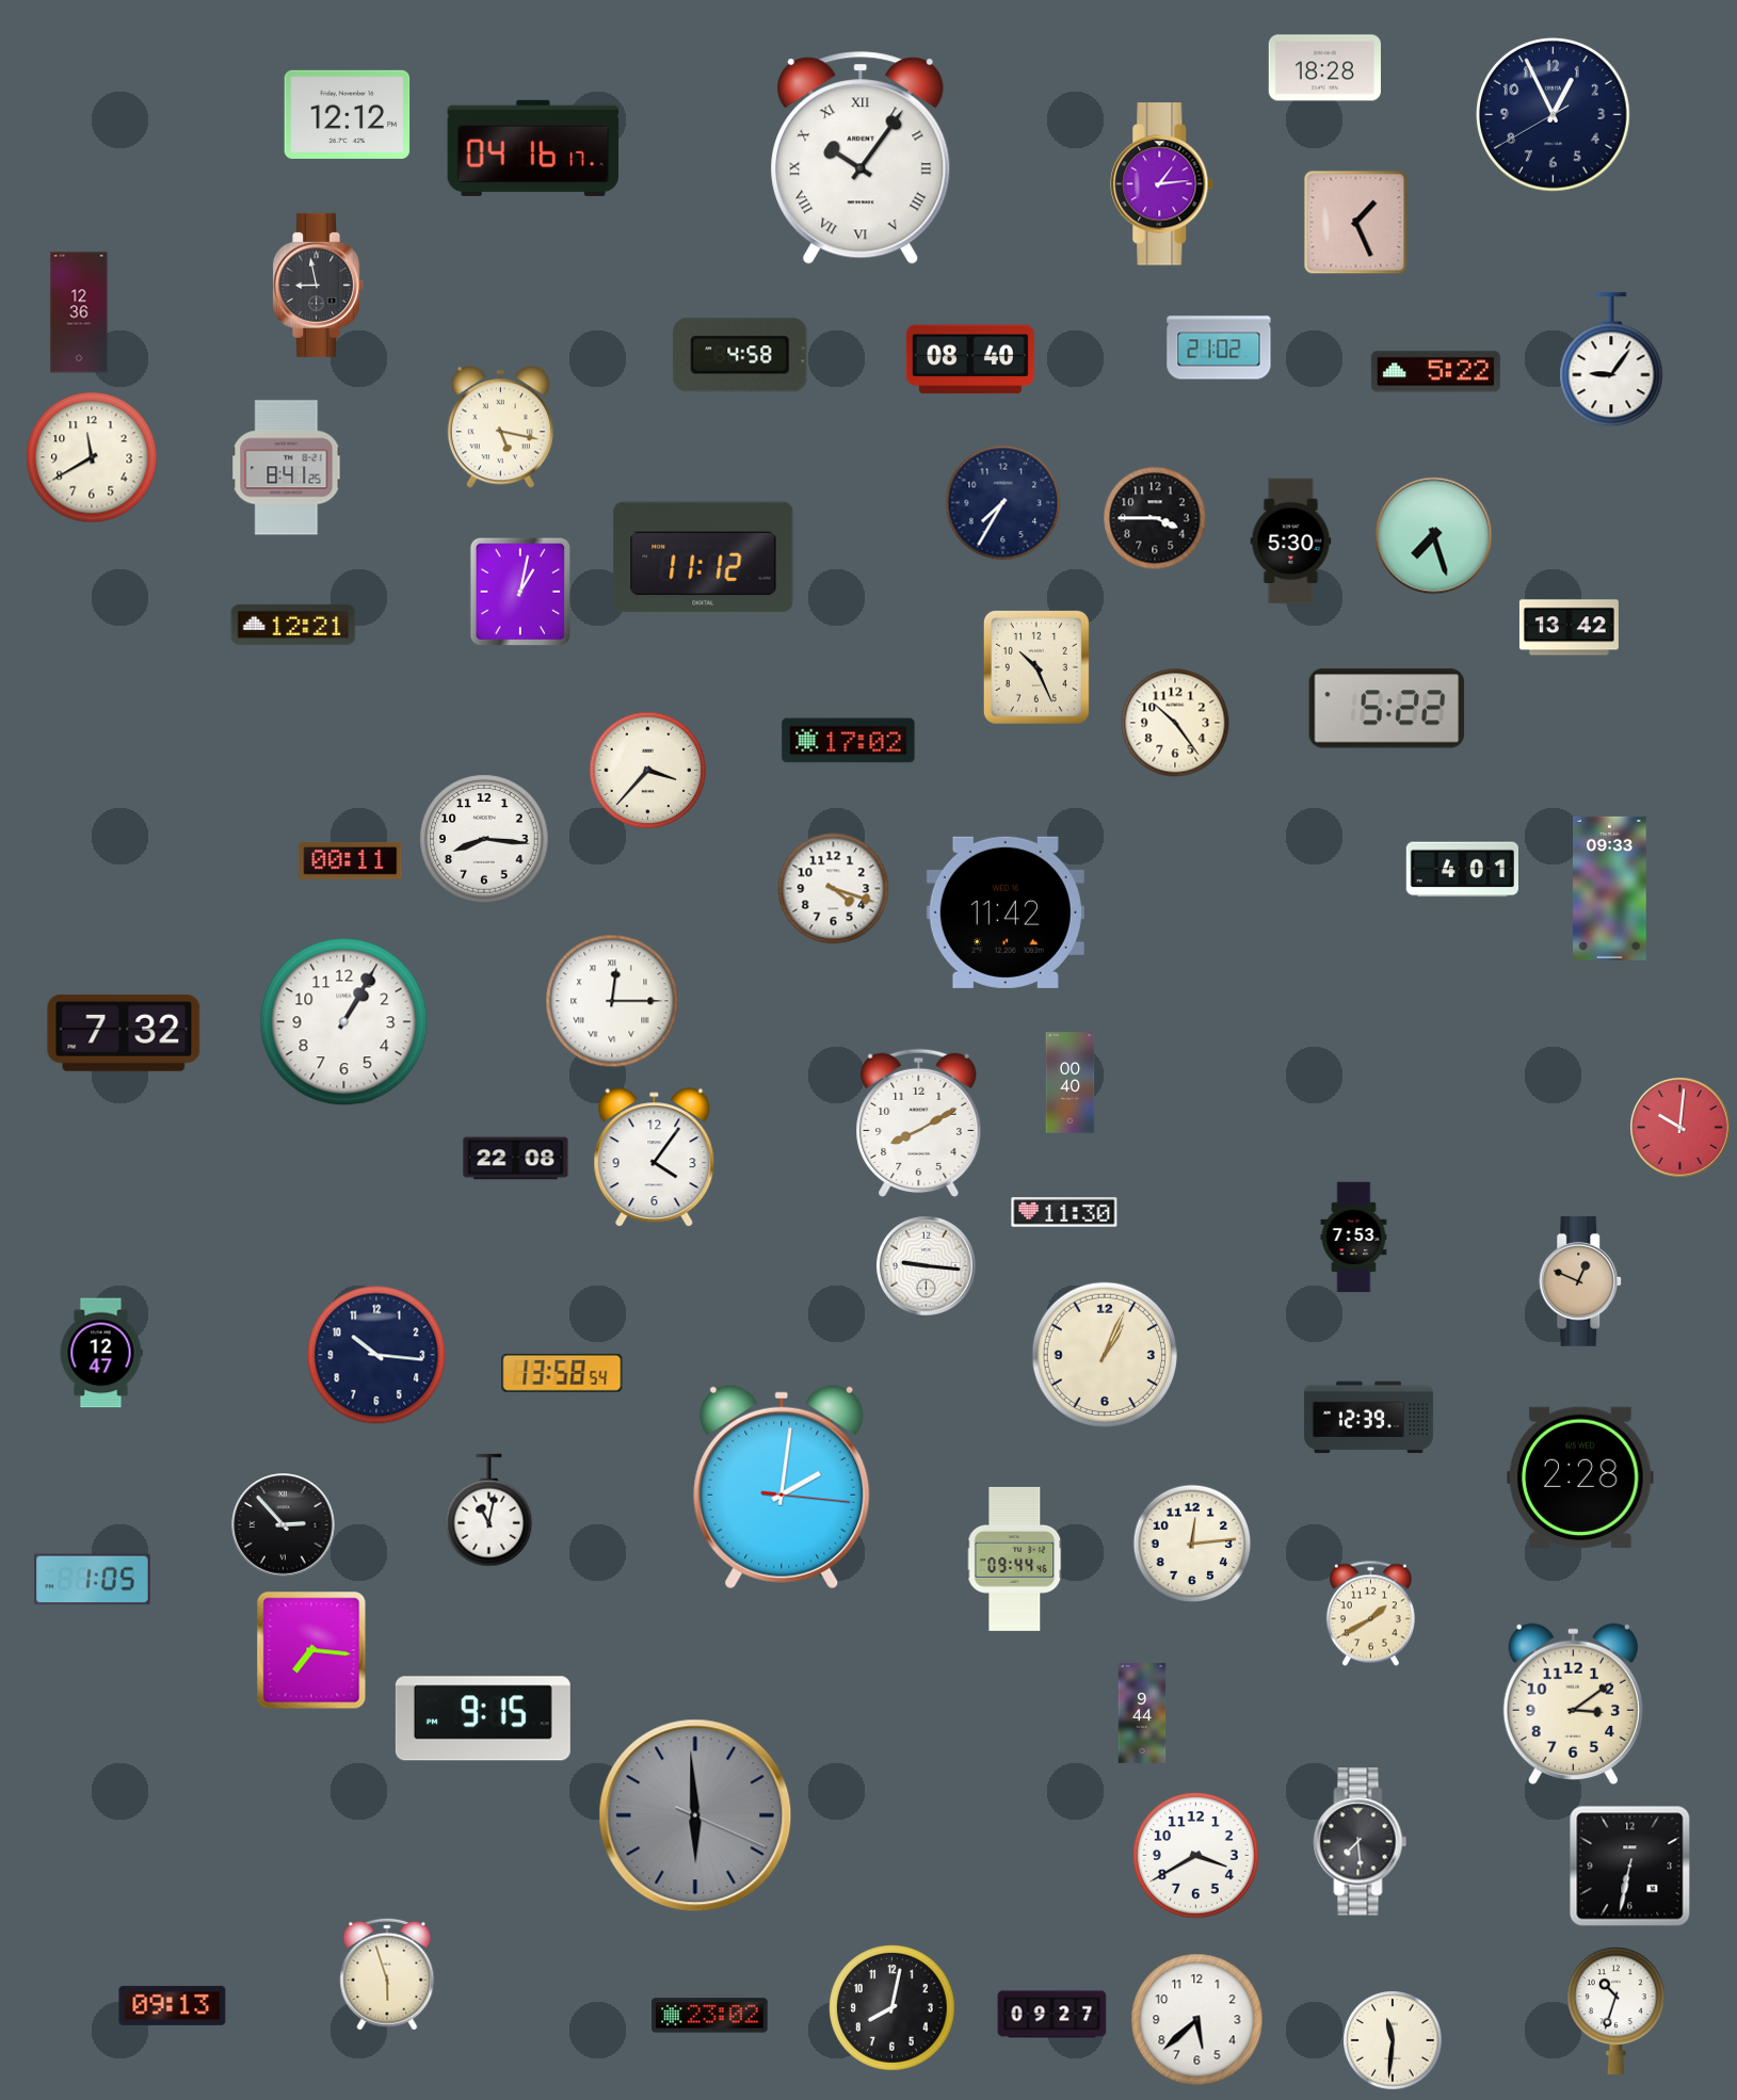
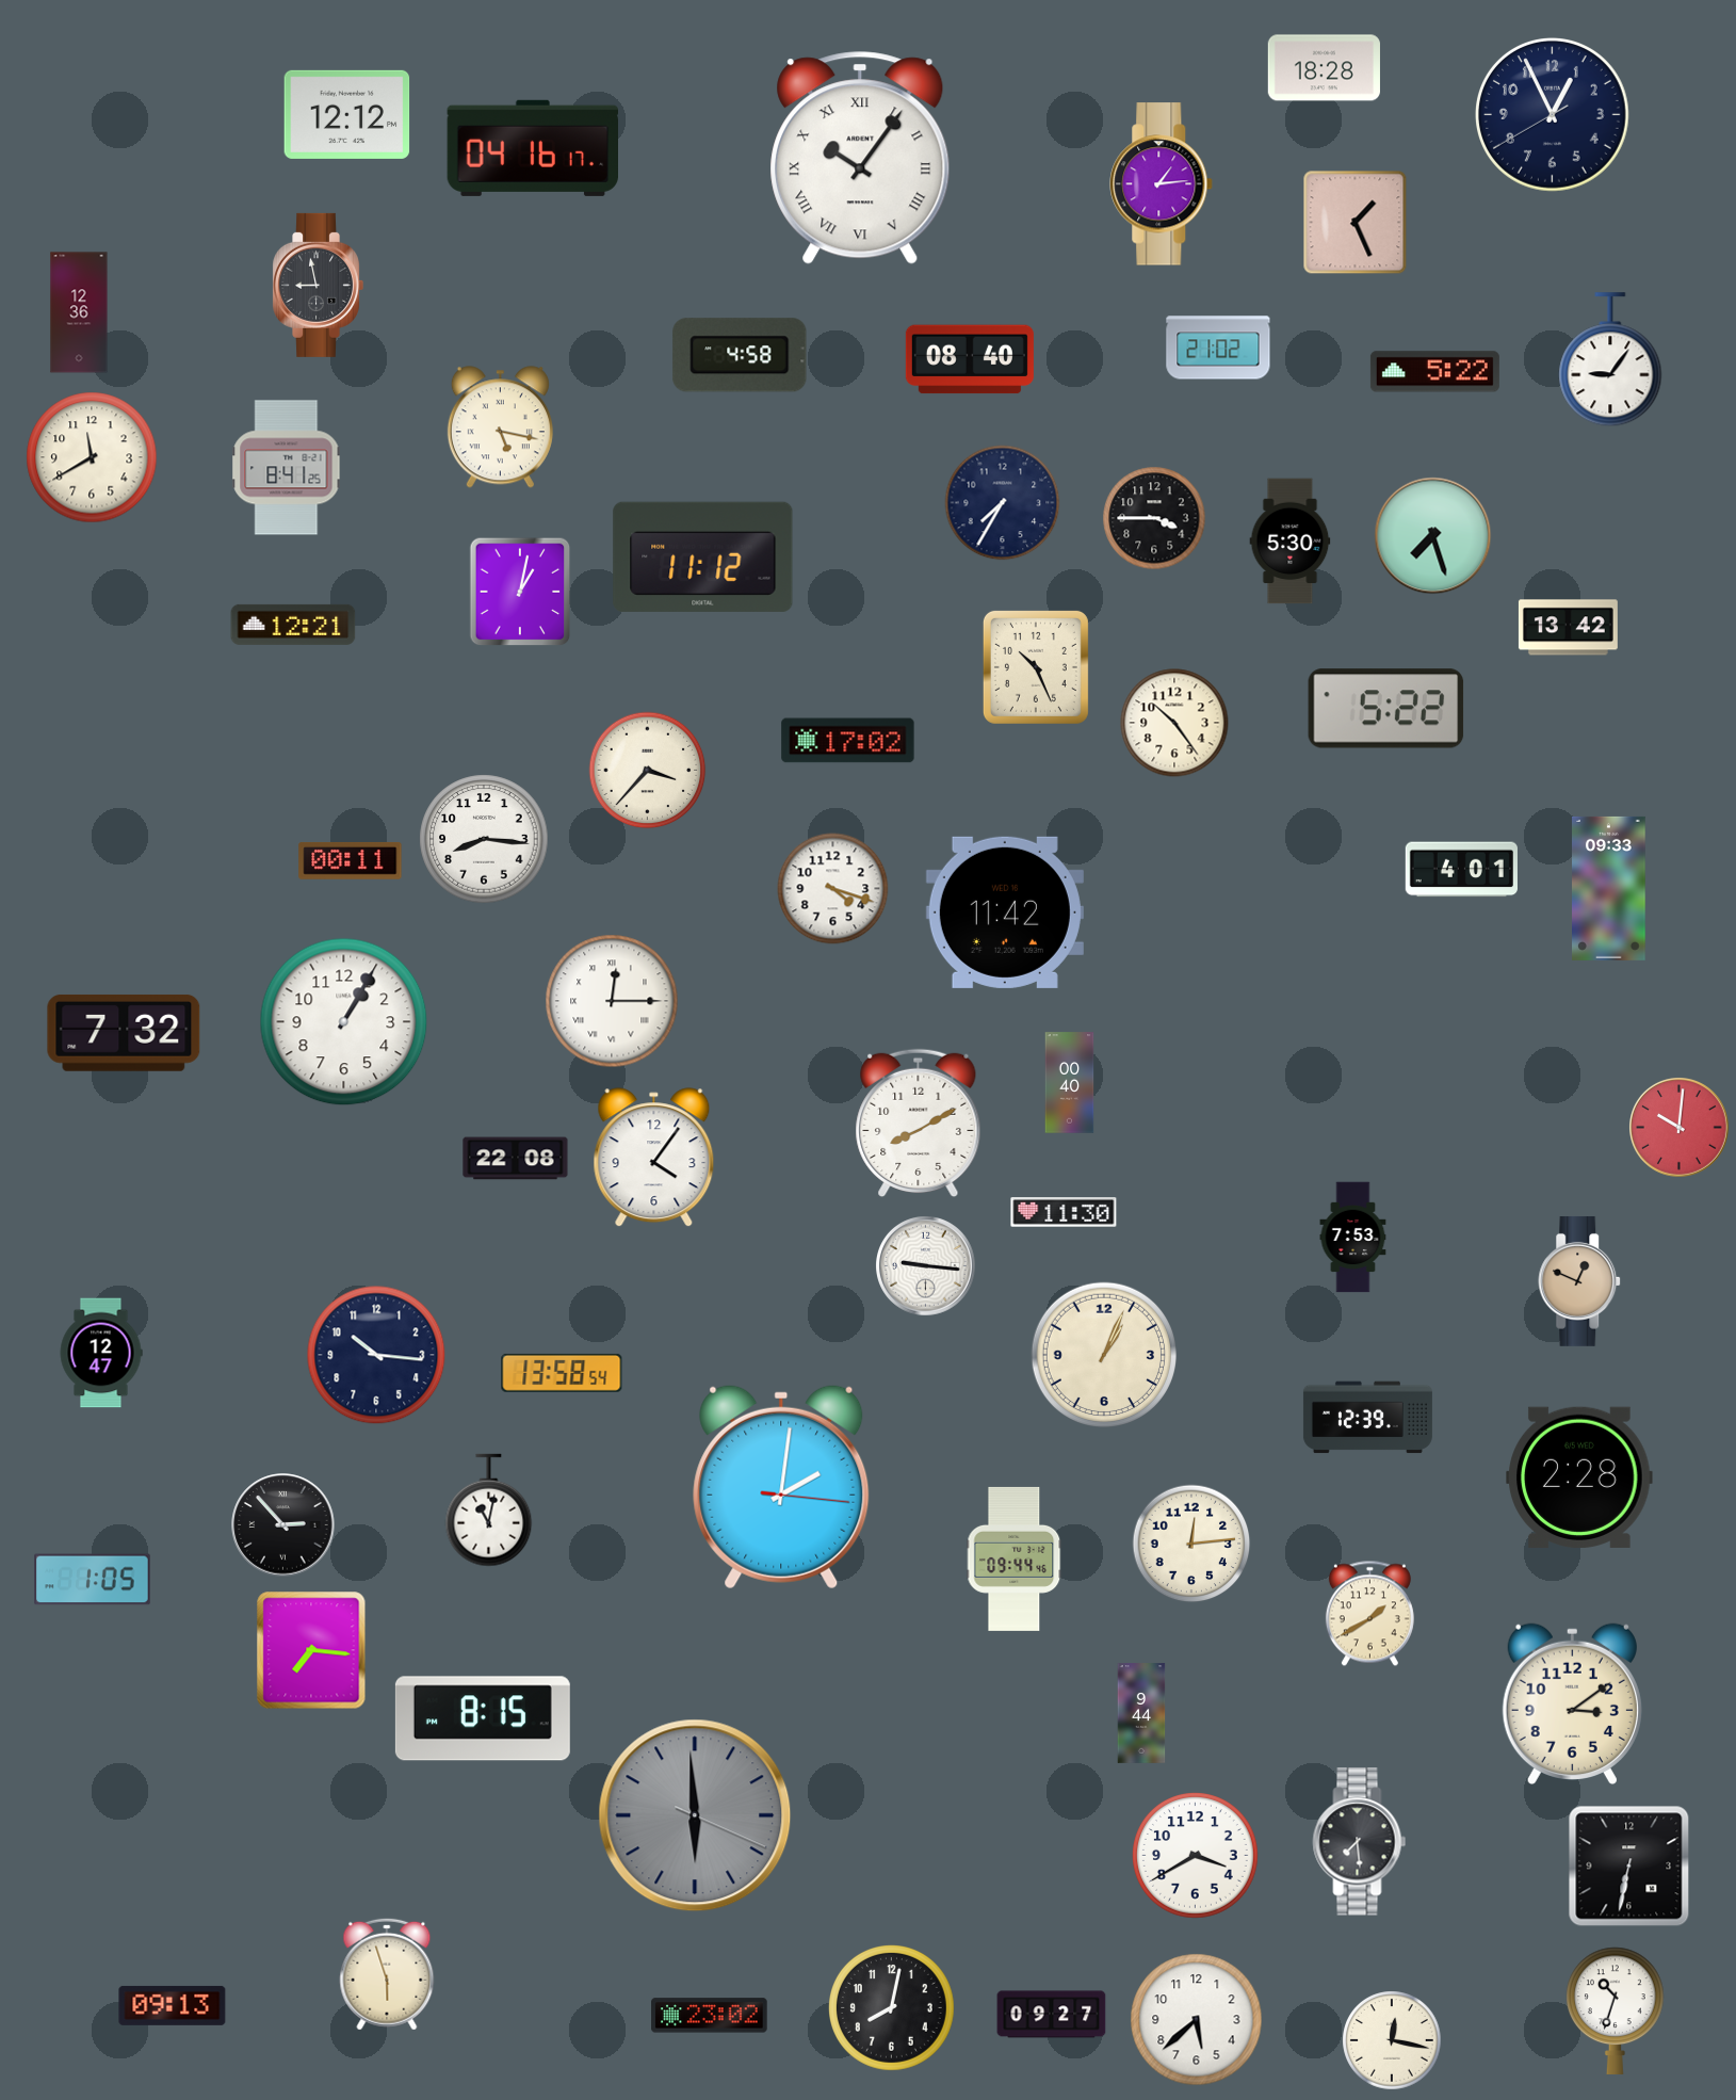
clock at (483, 1718): 9:15 -> 8:15
clock at (1393, 2040): 11:31 -> 12:17
